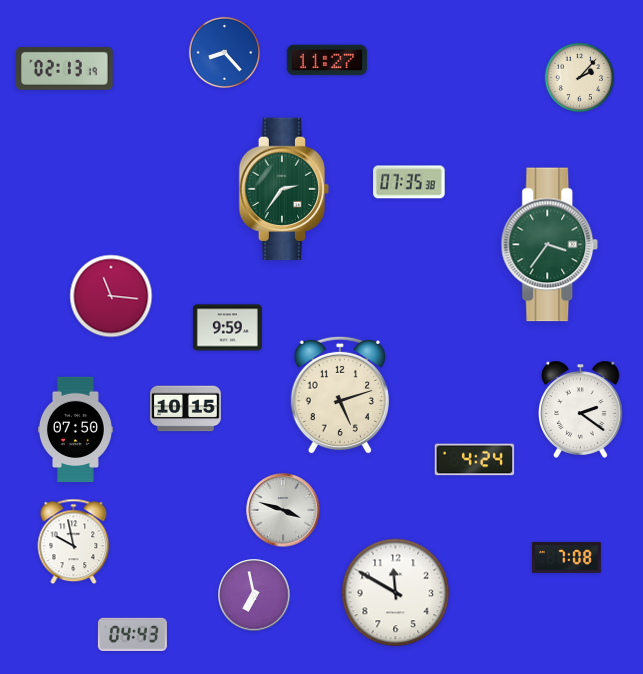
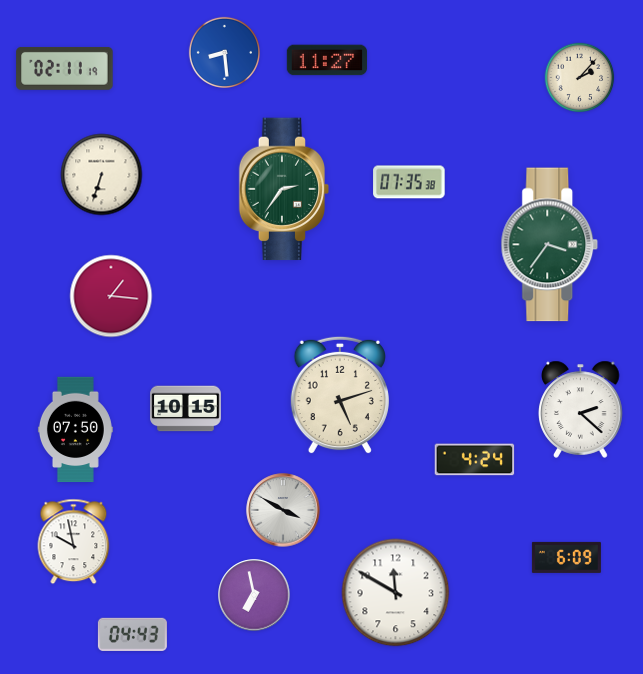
clock at (224, 52): 8:23 -> 8:29
clock at (65, 68): 02:13 -> 02:11
clock at (102, 175): none -> 6:33
clock at (111, 296): 11:16 -> 1:16
clock at (227, 328): 9:59 -> none
clock at (581, 409): 2:21 -> 2:22
clock at (283, 510): 3:48 -> 3:50
clock at (566, 557): 7:08 -> 6:09
